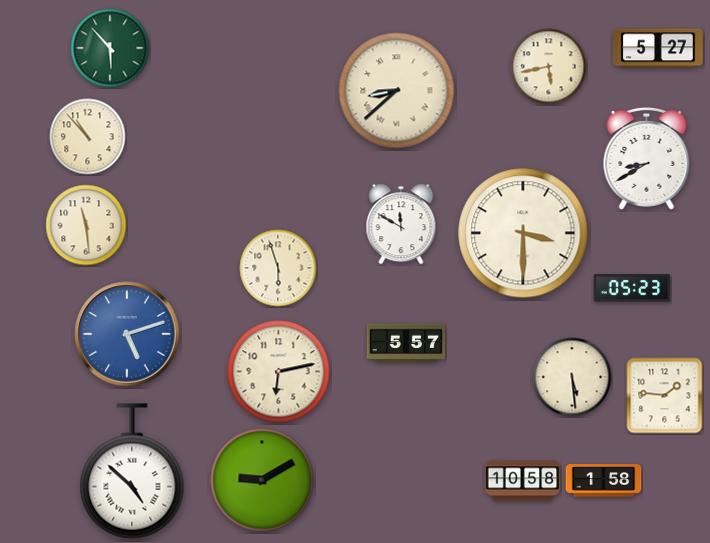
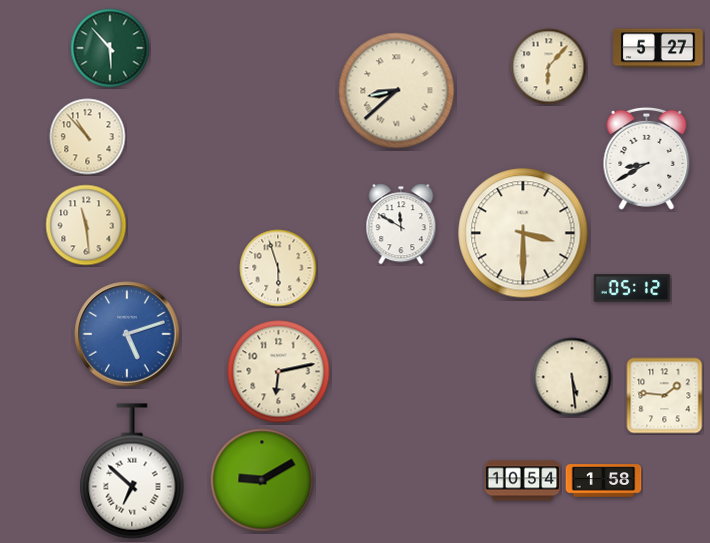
clock at (549, 67): 5:43 -> 6:07
clock at (632, 288): 05:23 -> 05:12
clock at (406, 343): 5:57 -> none
clock at (132, 471): 4:52 -> 6:52
clock at (523, 481): 10:58 -> 10:54
